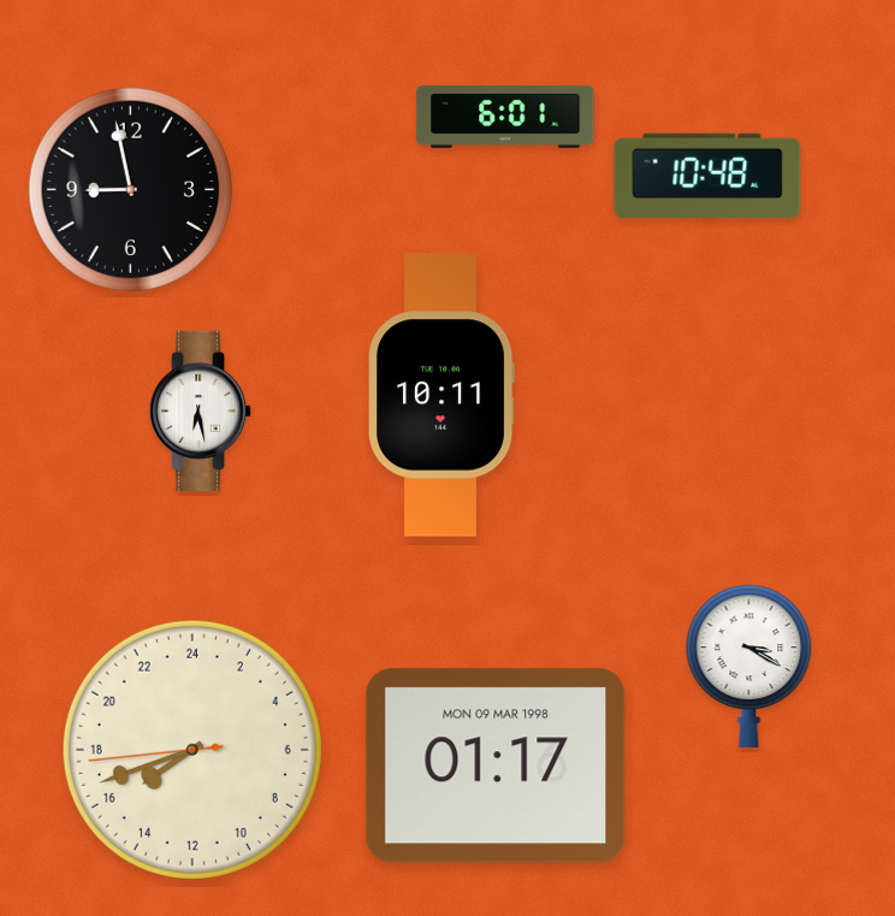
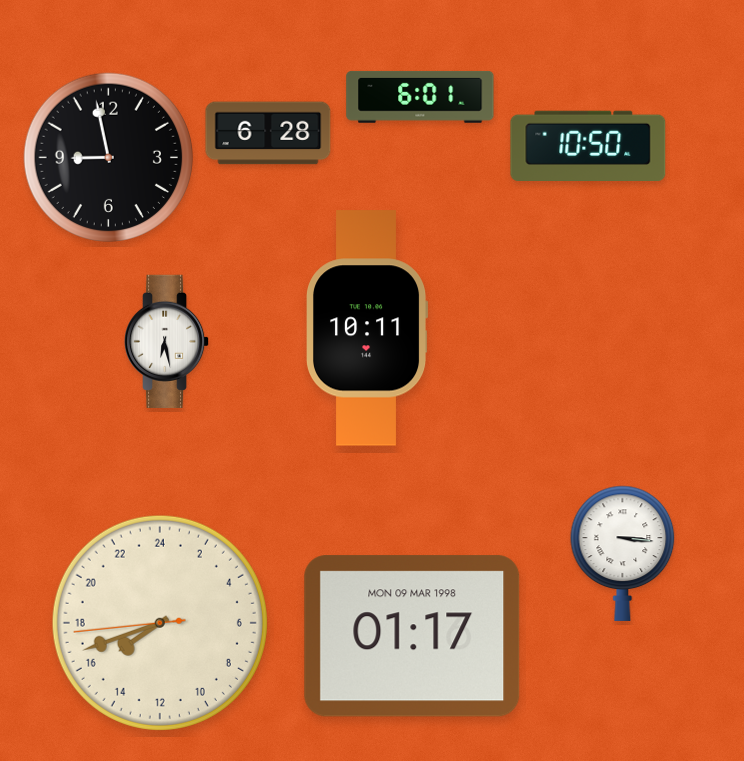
clock at (268, 133): none -> 6:28
clock at (707, 175): 10:48 -> 10:50
clock at (749, 666): 3:20 -> 3:16
